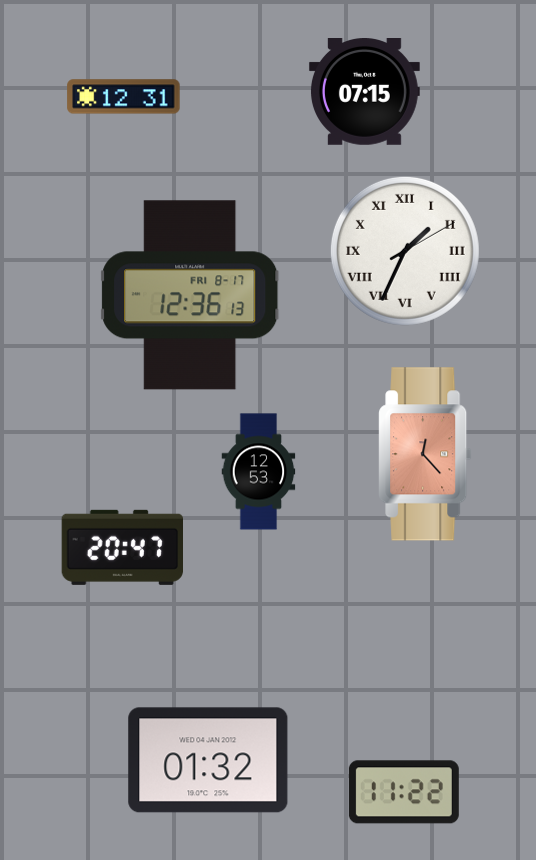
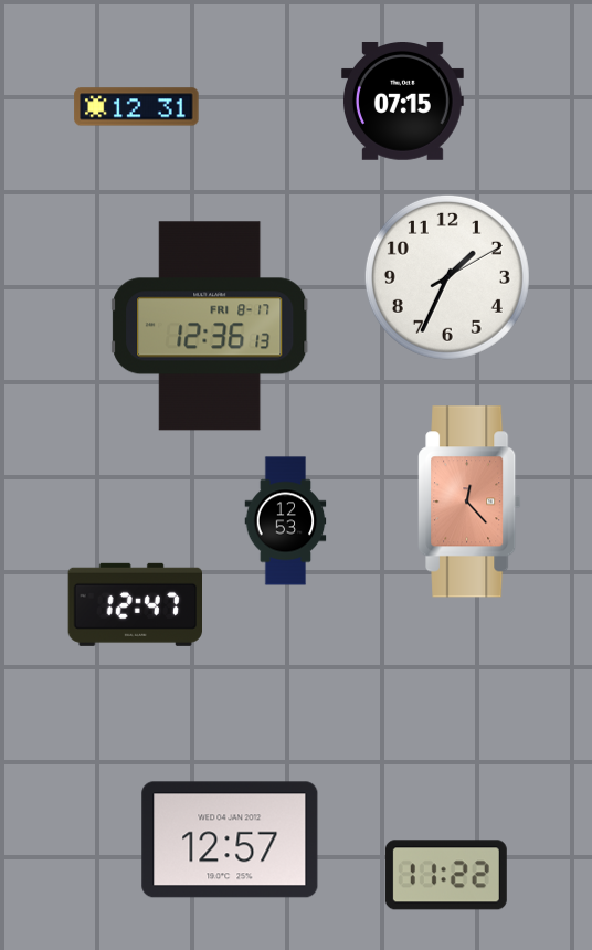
clock at (405, 251) numerals: Roman -> Arabic
clock at (123, 547): 20:47 -> 12:47
clock at (208, 760): 01:32 -> 12:57
